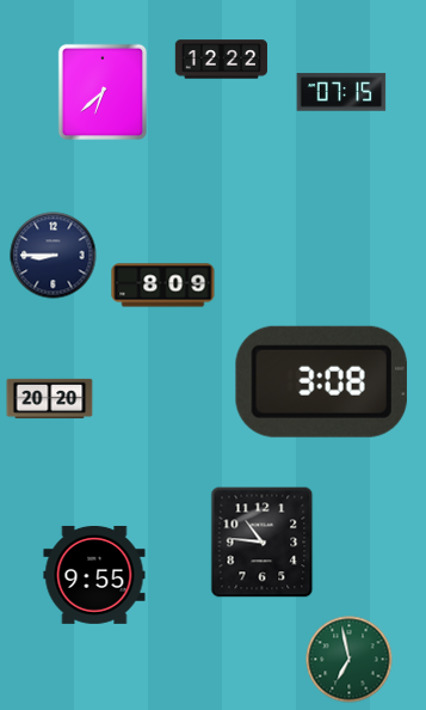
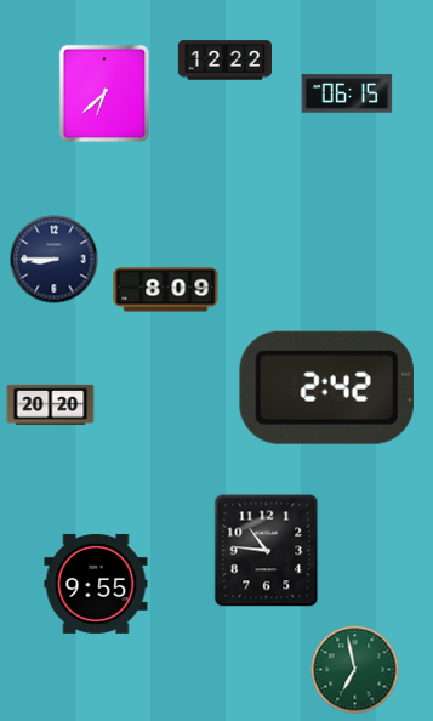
clock at (341, 92): 07:15 -> 06:15
clock at (321, 381): 3:08 -> 2:42
